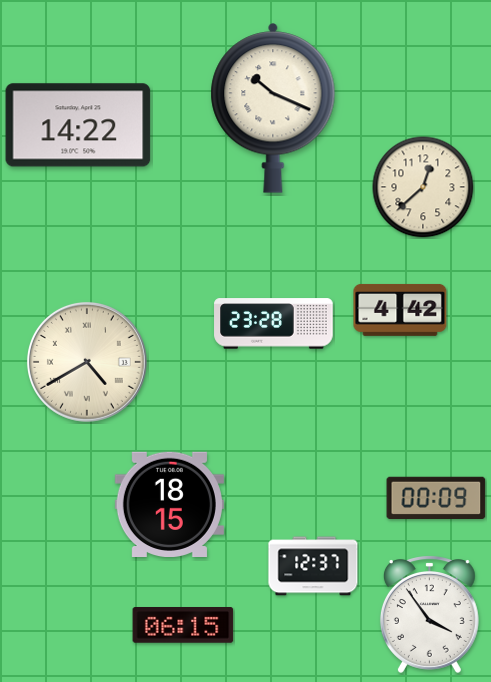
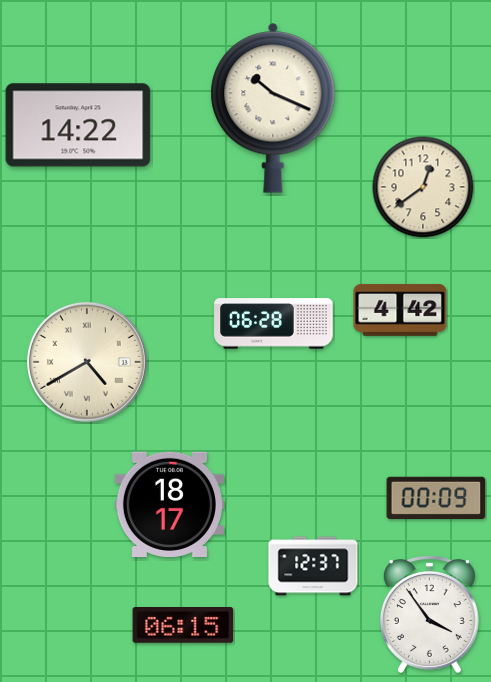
clock at (423, 187): 12:38 -> 12:39
clock at (274, 324): 23:28 -> 06:28
clock at (169, 504): 18:15 -> 18:17
